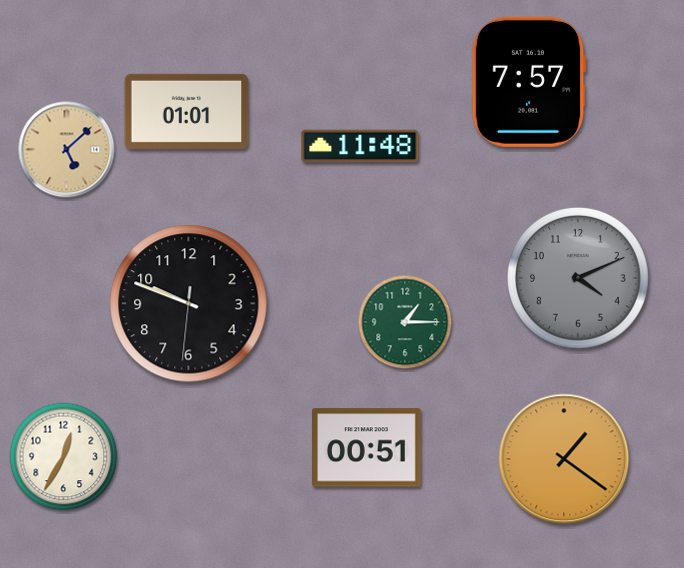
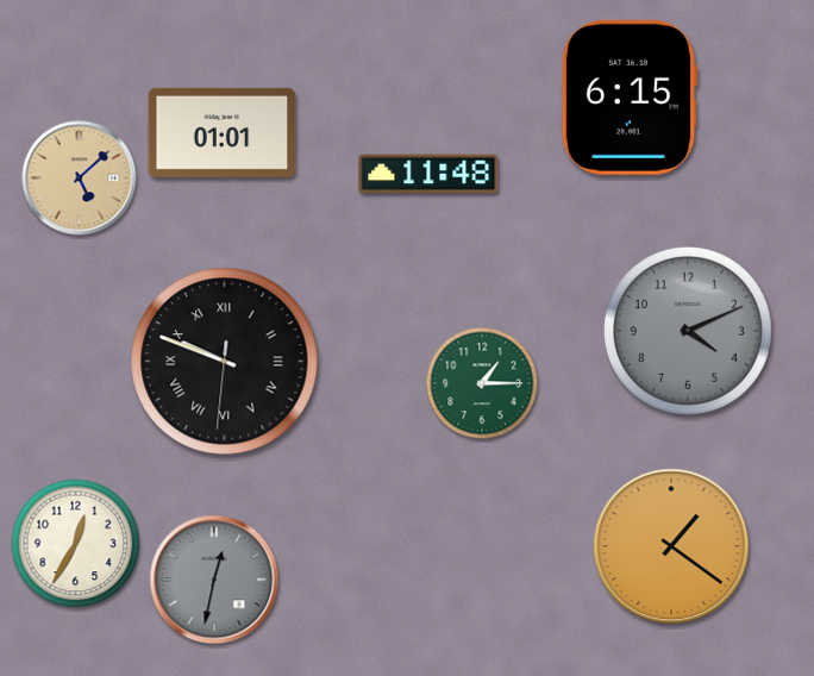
clock at (529, 82): 7:57 -> 6:15
clock at (189, 304) numerals: Arabic -> Roman
clock at (367, 448): 00:51 -> none
clock at (214, 580): none -> 12:32
